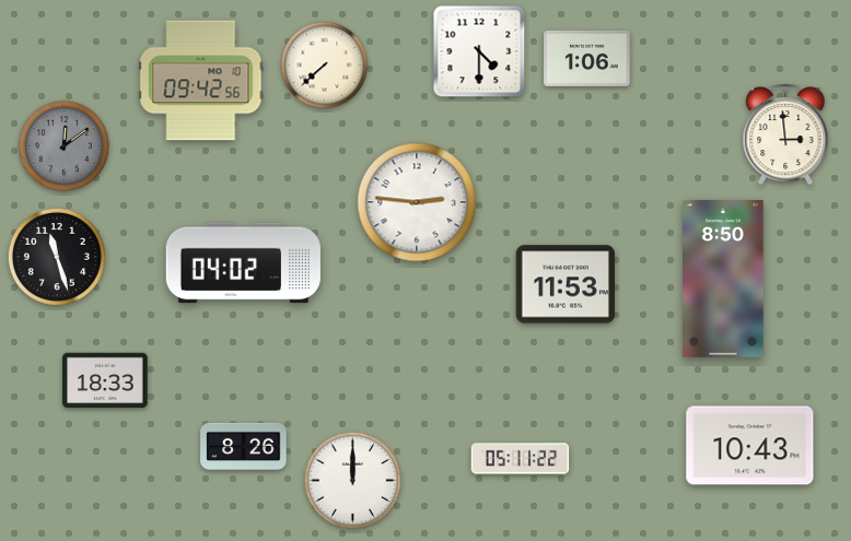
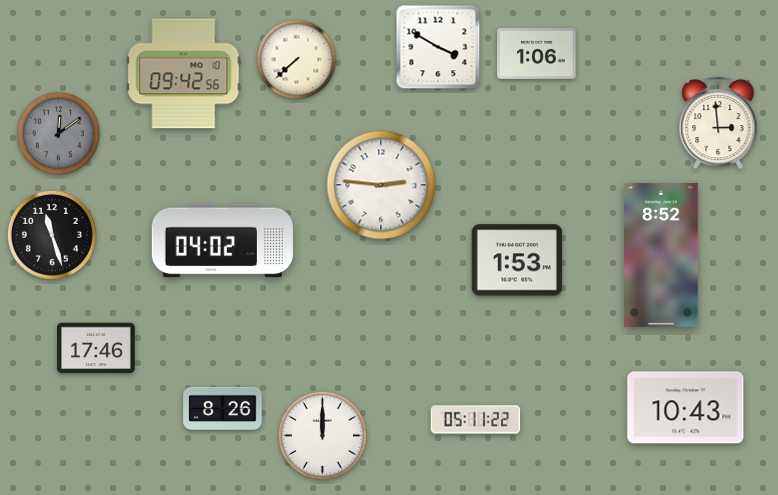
clock at (479, 51): 4:30 -> 3:50
clock at (724, 279): 8:50 -> 8:52
clock at (564, 284): 11:53 -> 1:53
clock at (105, 380): 18:33 -> 17:46
clock at (352, 480) position: (352, 480) -> (322, 435)
